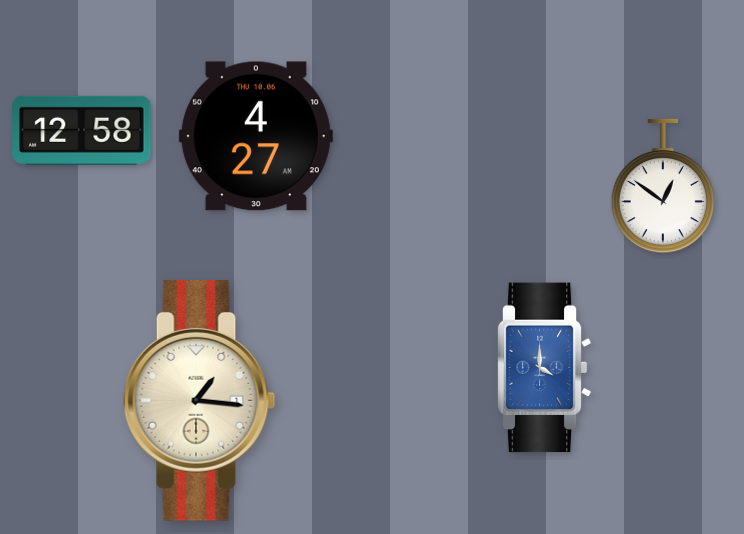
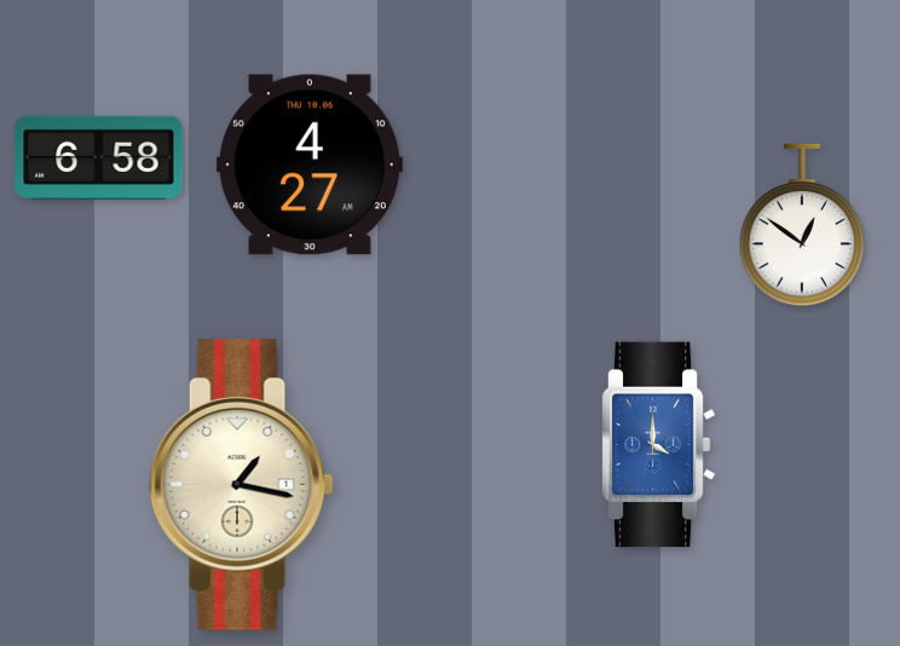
clock at (82, 130): 12:58 -> 6:58
clock at (200, 401): 1:16 -> 1:17
